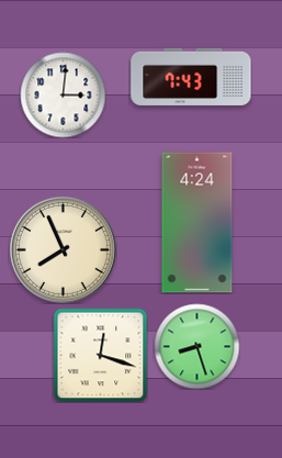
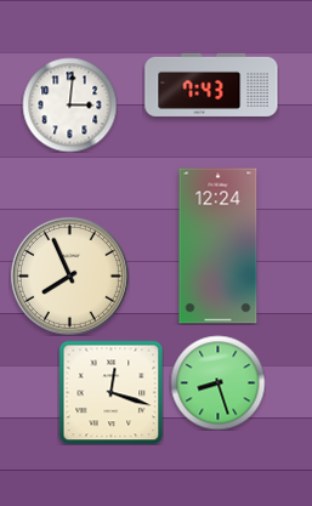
clock at (198, 223): 4:24 -> 12:24
